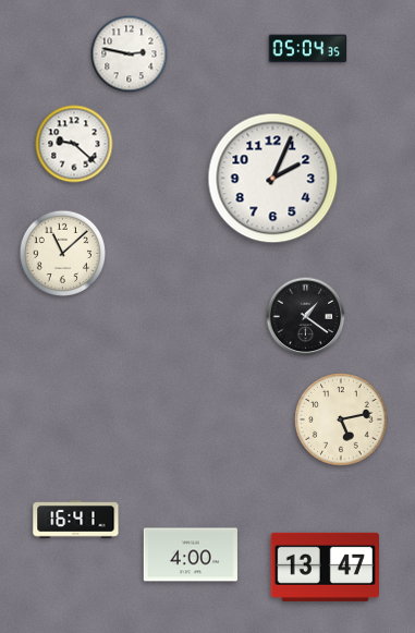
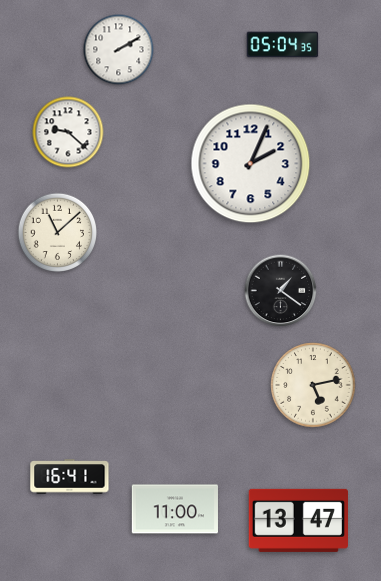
clock at (130, 54): 2:47 -> 2:10
clock at (190, 555): 4:00 -> 11:00
